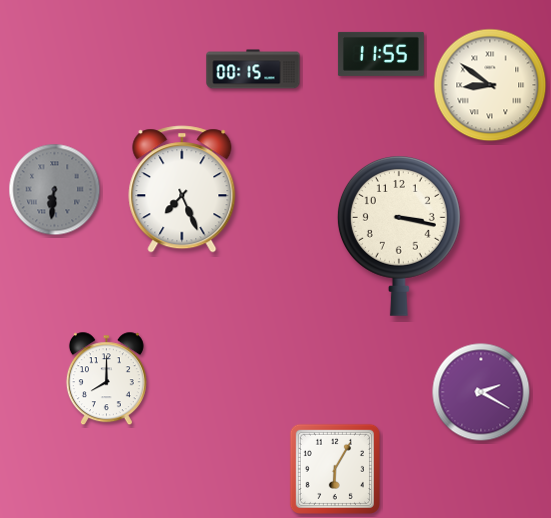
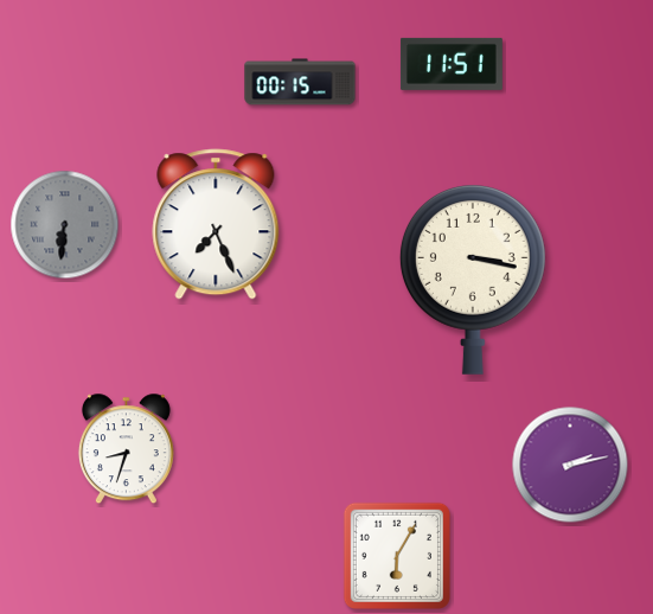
clock at (381, 54): 11:55 -> 11:51
clock at (490, 85): 8:51 -> none
clock at (106, 379): 8:00 -> 8:33
clock at (481, 392): 2:20 -> 2:13
